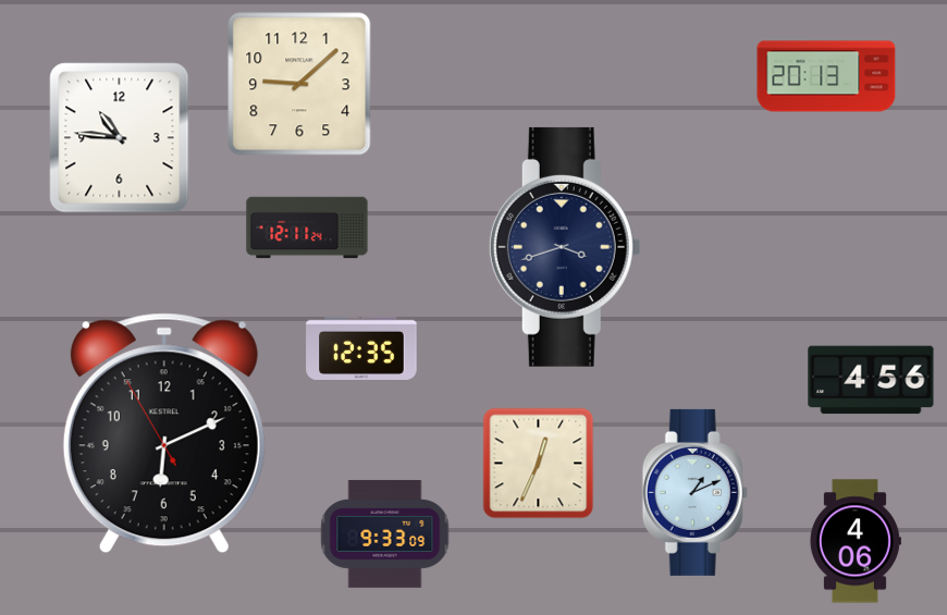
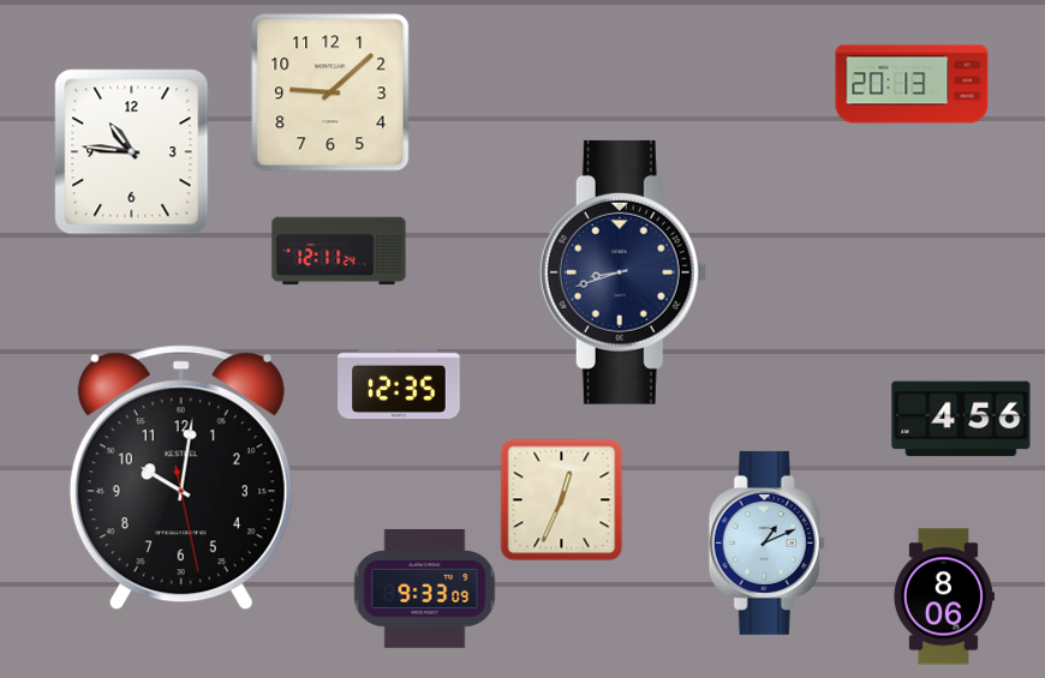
clock at (565, 247): 3:42 -> 8:42
clock at (164, 433): 6:10 -> 10:01
clock at (538, 463) position: (538, 463) -> (561, 499)
clock at (854, 541): 4:06 -> 8:06
